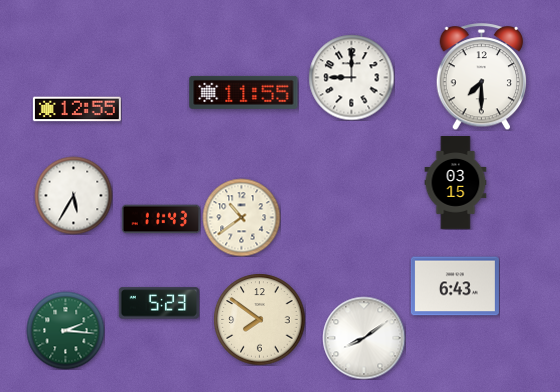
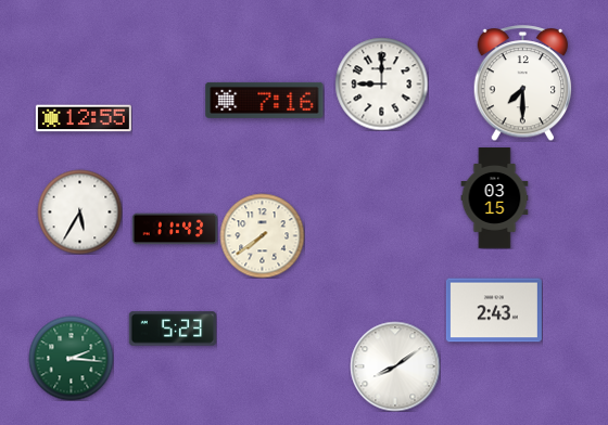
clock at (244, 92): 11:55 -> 7:16
clock at (241, 217): 10:39 -> 7:39
clock at (161, 219) position: (161, 219) -> (175, 229)
clock at (455, 286): 6:43 -> 2:43
clock at (259, 319): 7:51 -> none
